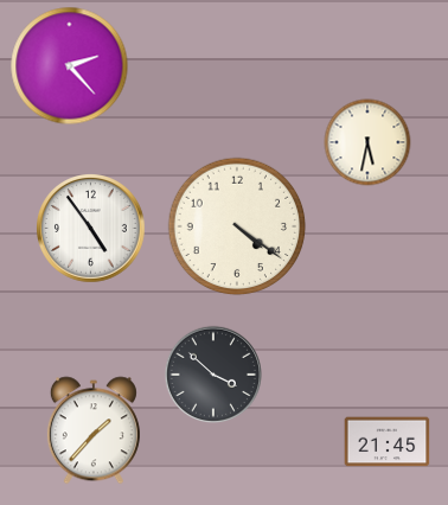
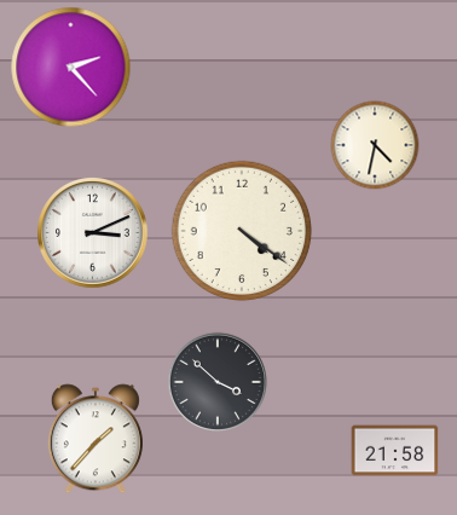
clock at (367, 142): 5:32 -> 4:32
clock at (91, 229): 4:54 -> 3:11
clock at (388, 442): 21:45 -> 21:58
